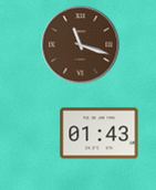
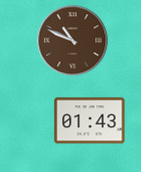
clock at (81, 45): 11:18 -> 10:49
